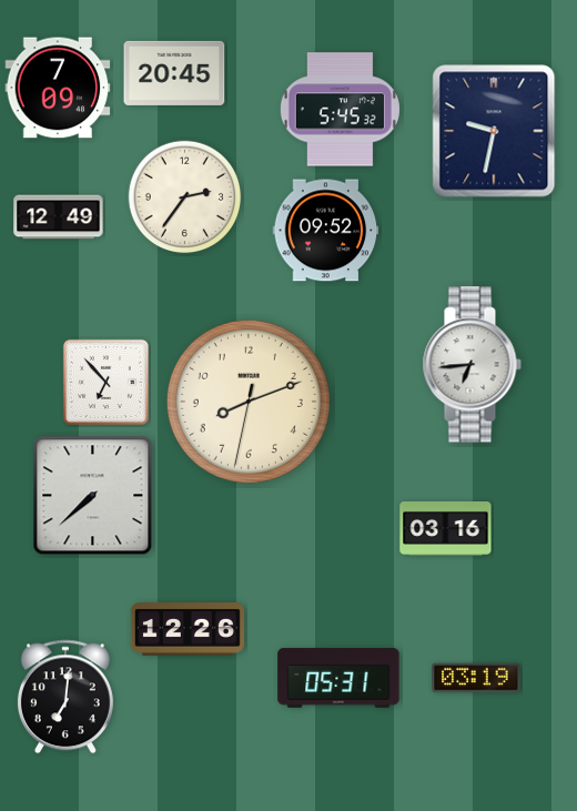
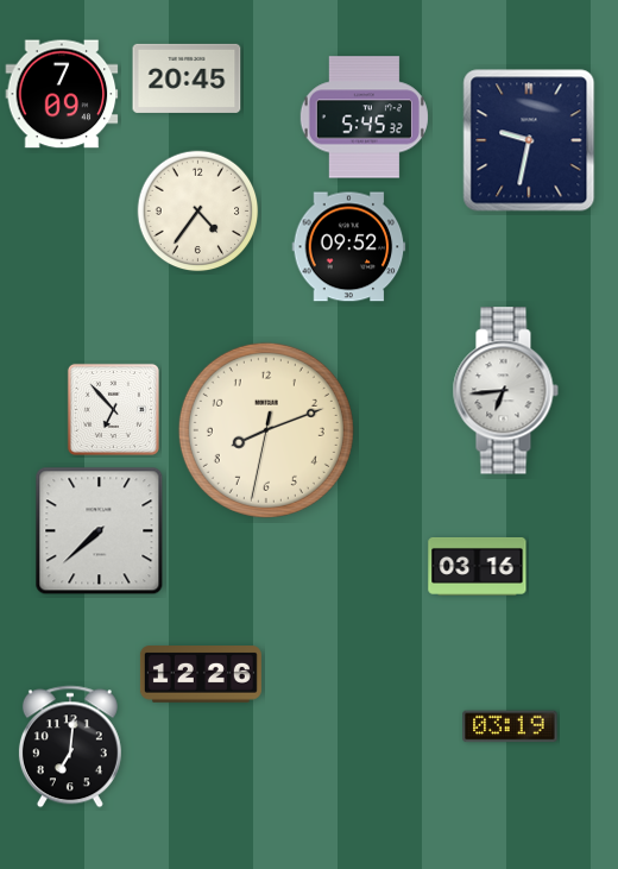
clock at (185, 197): 2:36 -> 4:36
clock at (59, 217): 12:49 -> none
clock at (338, 678): 05:31 -> none
